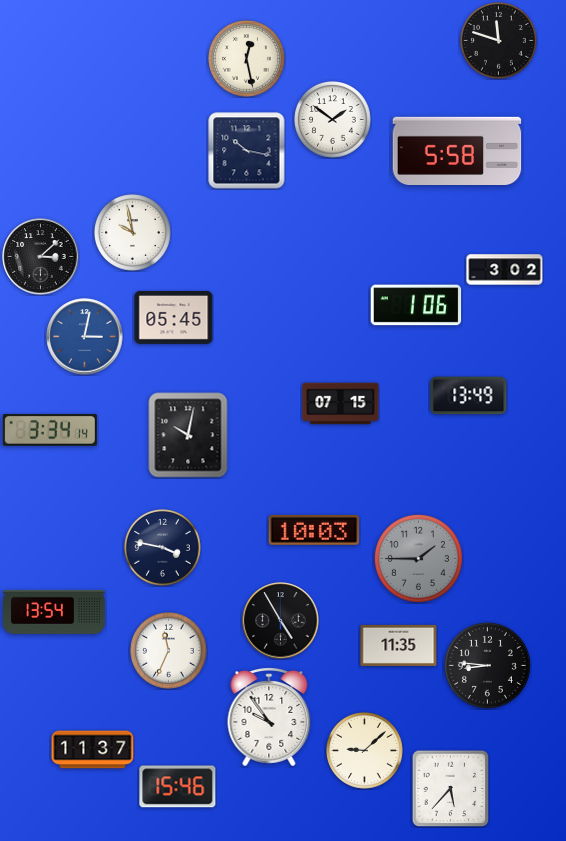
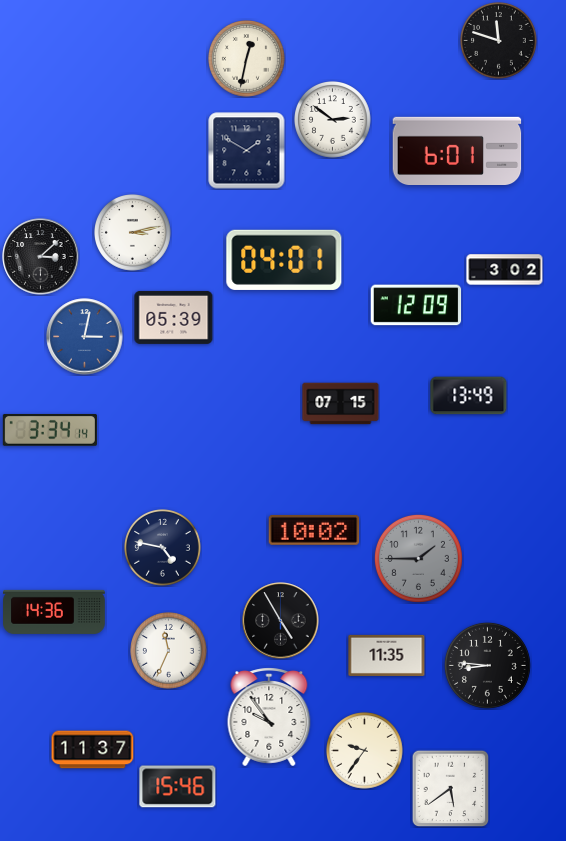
clock at (247, 59): 12:28 -> 12:32
clock at (333, 120): 1:51 -> 2:51
clock at (457, 150): 5:58 -> 6:01
clock at (247, 151): 10:17 -> 1:50
clock at (133, 233): 9:58 -> 3:13
clock at (284, 260): none -> 04:01
clock at (416, 305): 1:06 -> 12:09
clock at (174, 317): 05:45 -> 05:39
clock at (188, 435): 10:02 -> none
clock at (314, 530): 10:03 -> 10:02
clock at (163, 548): 3:47 -> 4:47
clock at (54, 612): 13:54 -> 14:36
clock at (399, 645) position: (399, 645) -> (387, 655)
clock at (365, 751): 9:08 -> 9:36
clock at (450, 788): 5:37 -> 5:39
